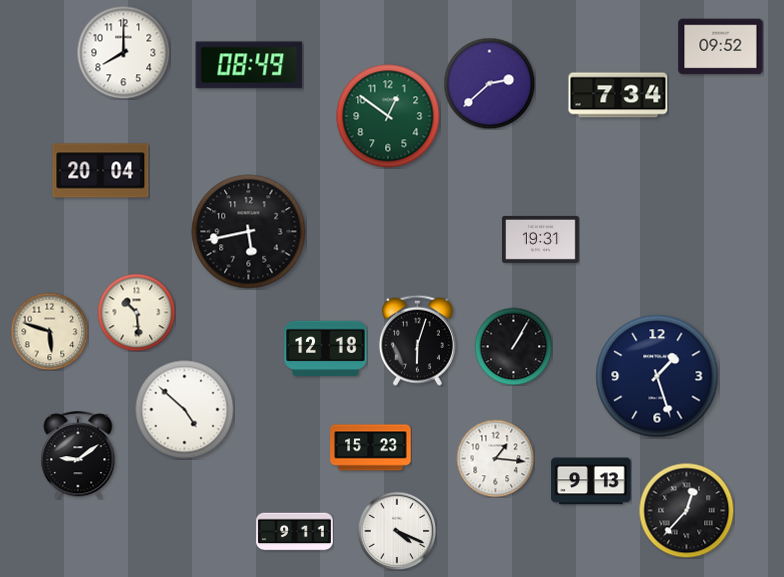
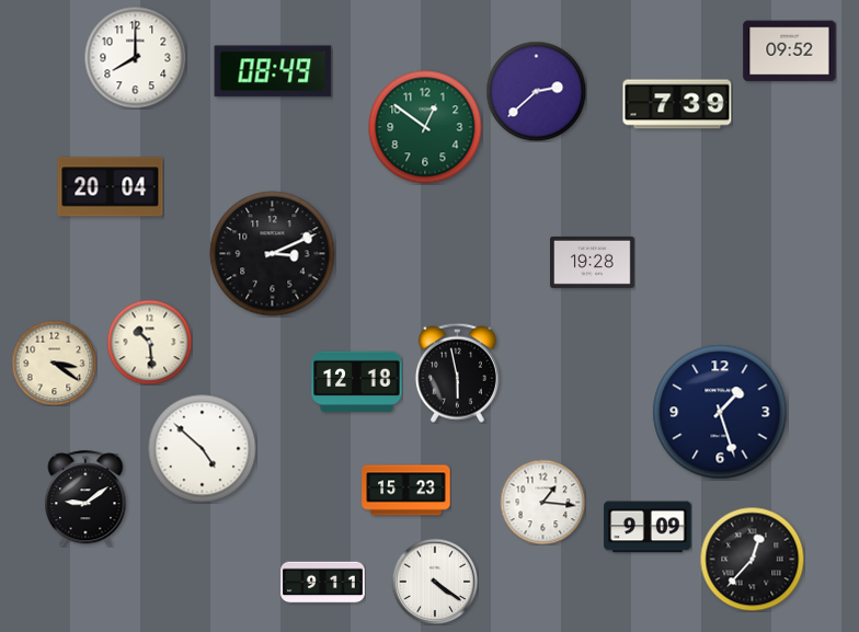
clock at (618, 95): 7:34 -> 7:39
clock at (249, 232): 5:43 -> 3:11
clock at (541, 239): 19:31 -> 19:28
clock at (49, 331): 5:48 -> 3:21
clock at (417, 340): 6:03 -> 5:58
clock at (513, 346): 1:05 -> none
clock at (591, 481): 9:13 -> 9:09
clock at (397, 531): 4:19 -> 4:21
